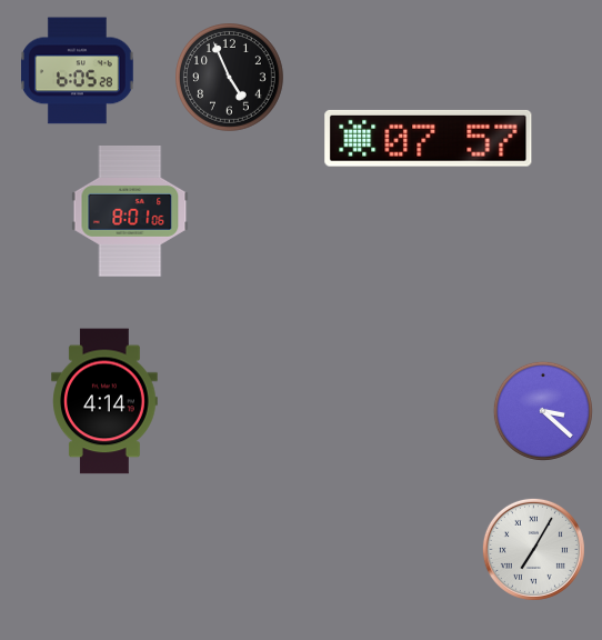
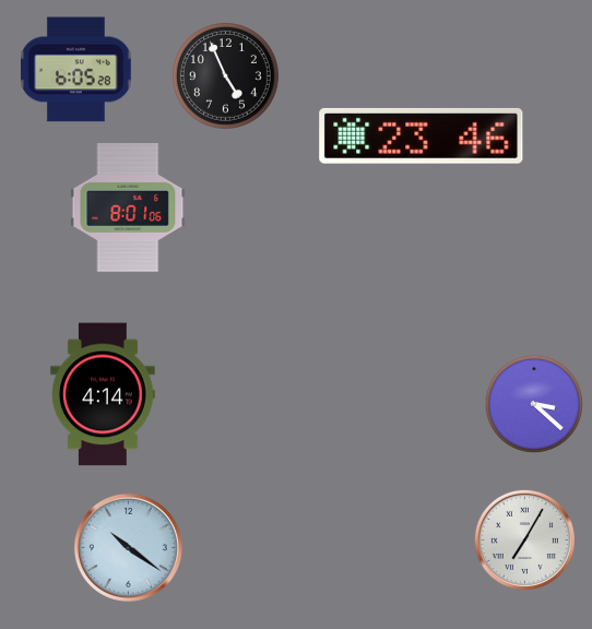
clock at (429, 138): 07:57 -> 23:46
clock at (128, 547): none -> 10:21
